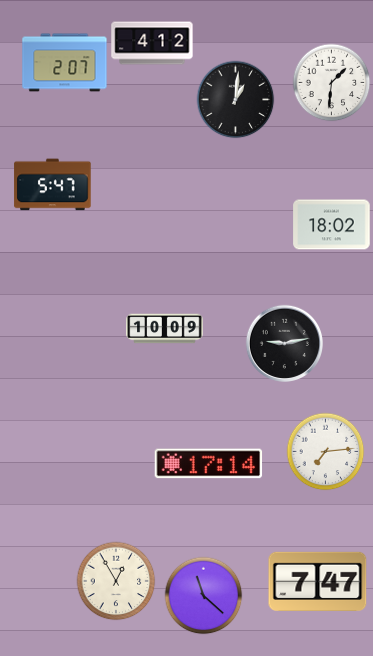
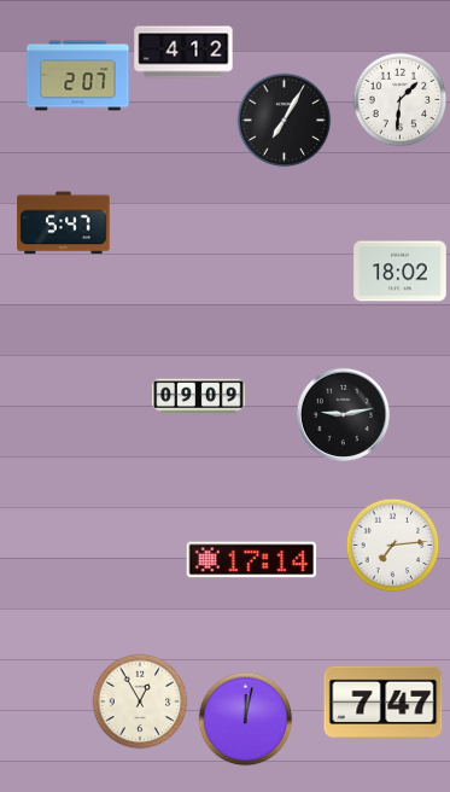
clock at (235, 99): 1:01 -> 7:05
clock at (165, 329): 10:09 -> 09:09
clock at (203, 595): 11:22 -> 12:02
